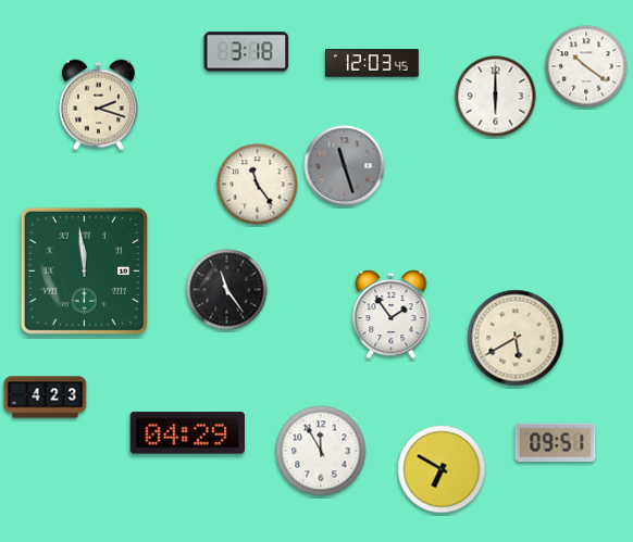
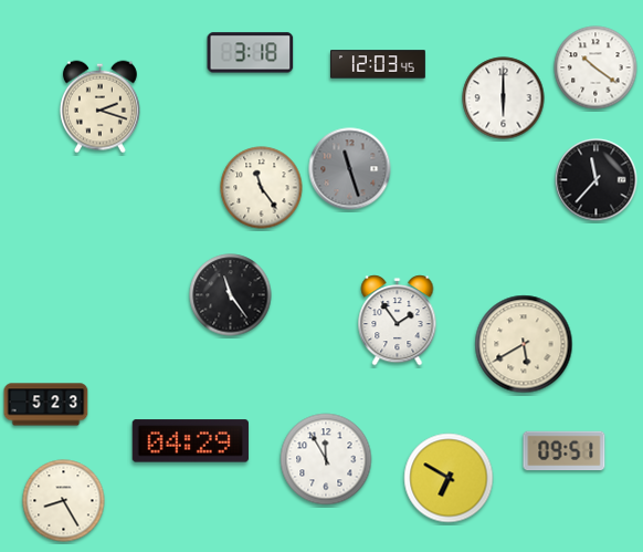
clock at (597, 180): none -> 11:37
clock at (84, 270): 11:59 -> none
clock at (46, 398): 4:23 -> 5:23
clock at (64, 501): none -> 8:25
